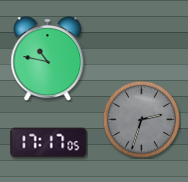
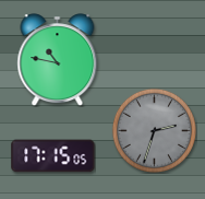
clock at (48, 59) position: (48, 59) -> (58, 60)
clock at (49, 143): 17:17 -> 17:15
